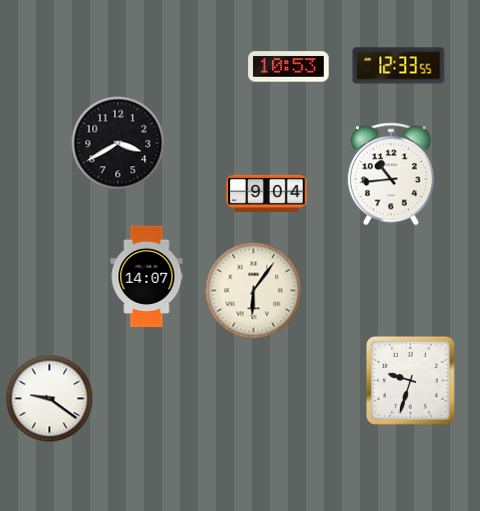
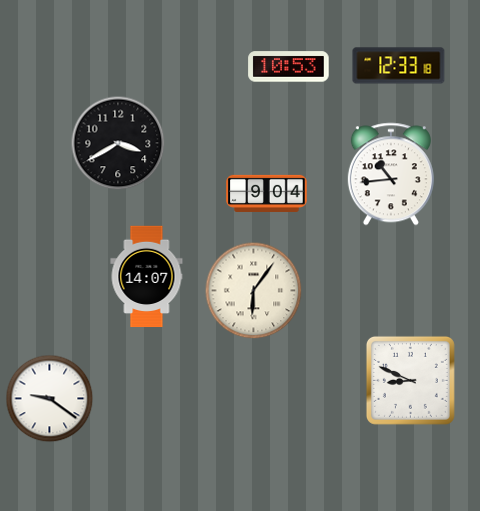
clock at (399, 66): 12:33:55 -> 12:33:18
clock at (410, 380): 9:33 -> 8:49
